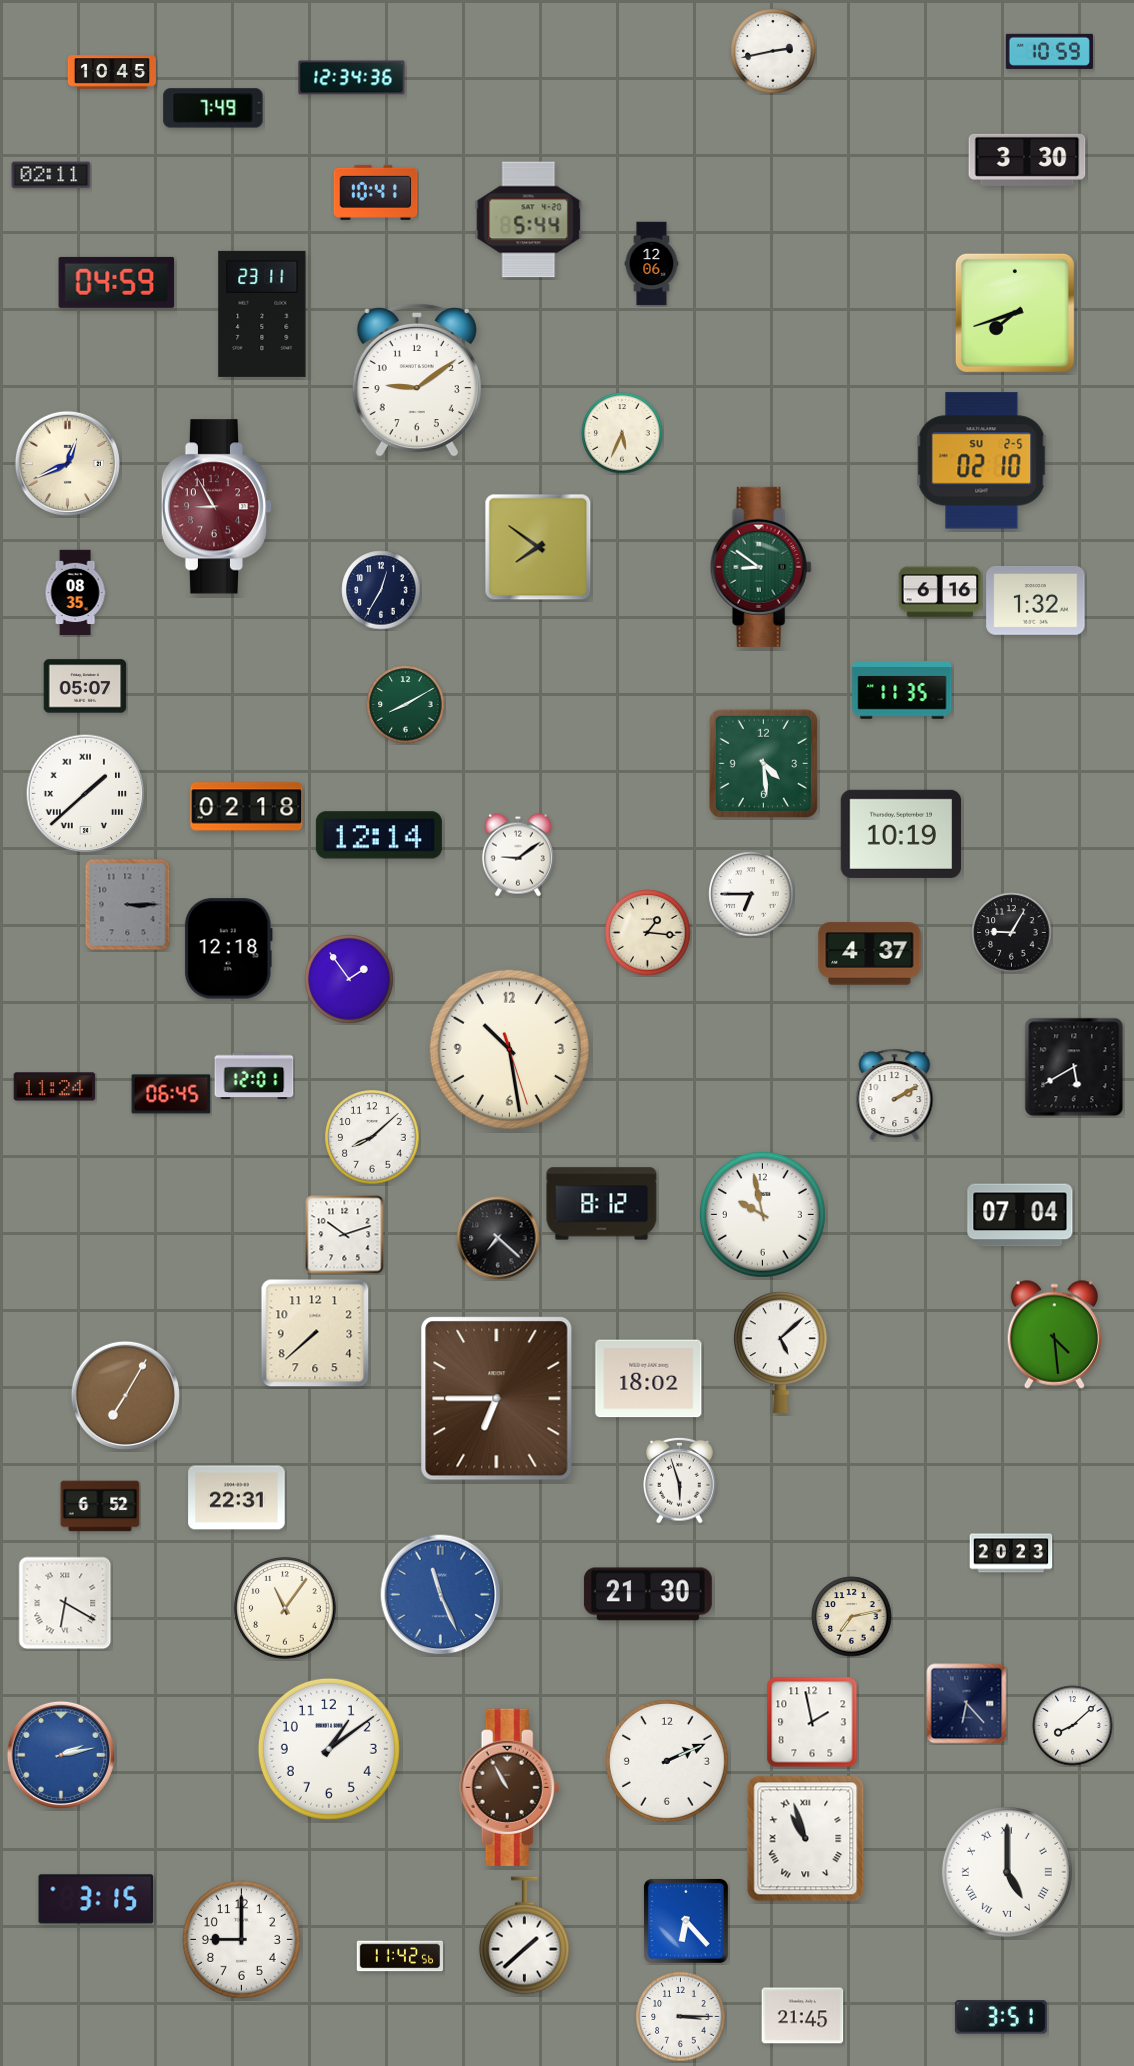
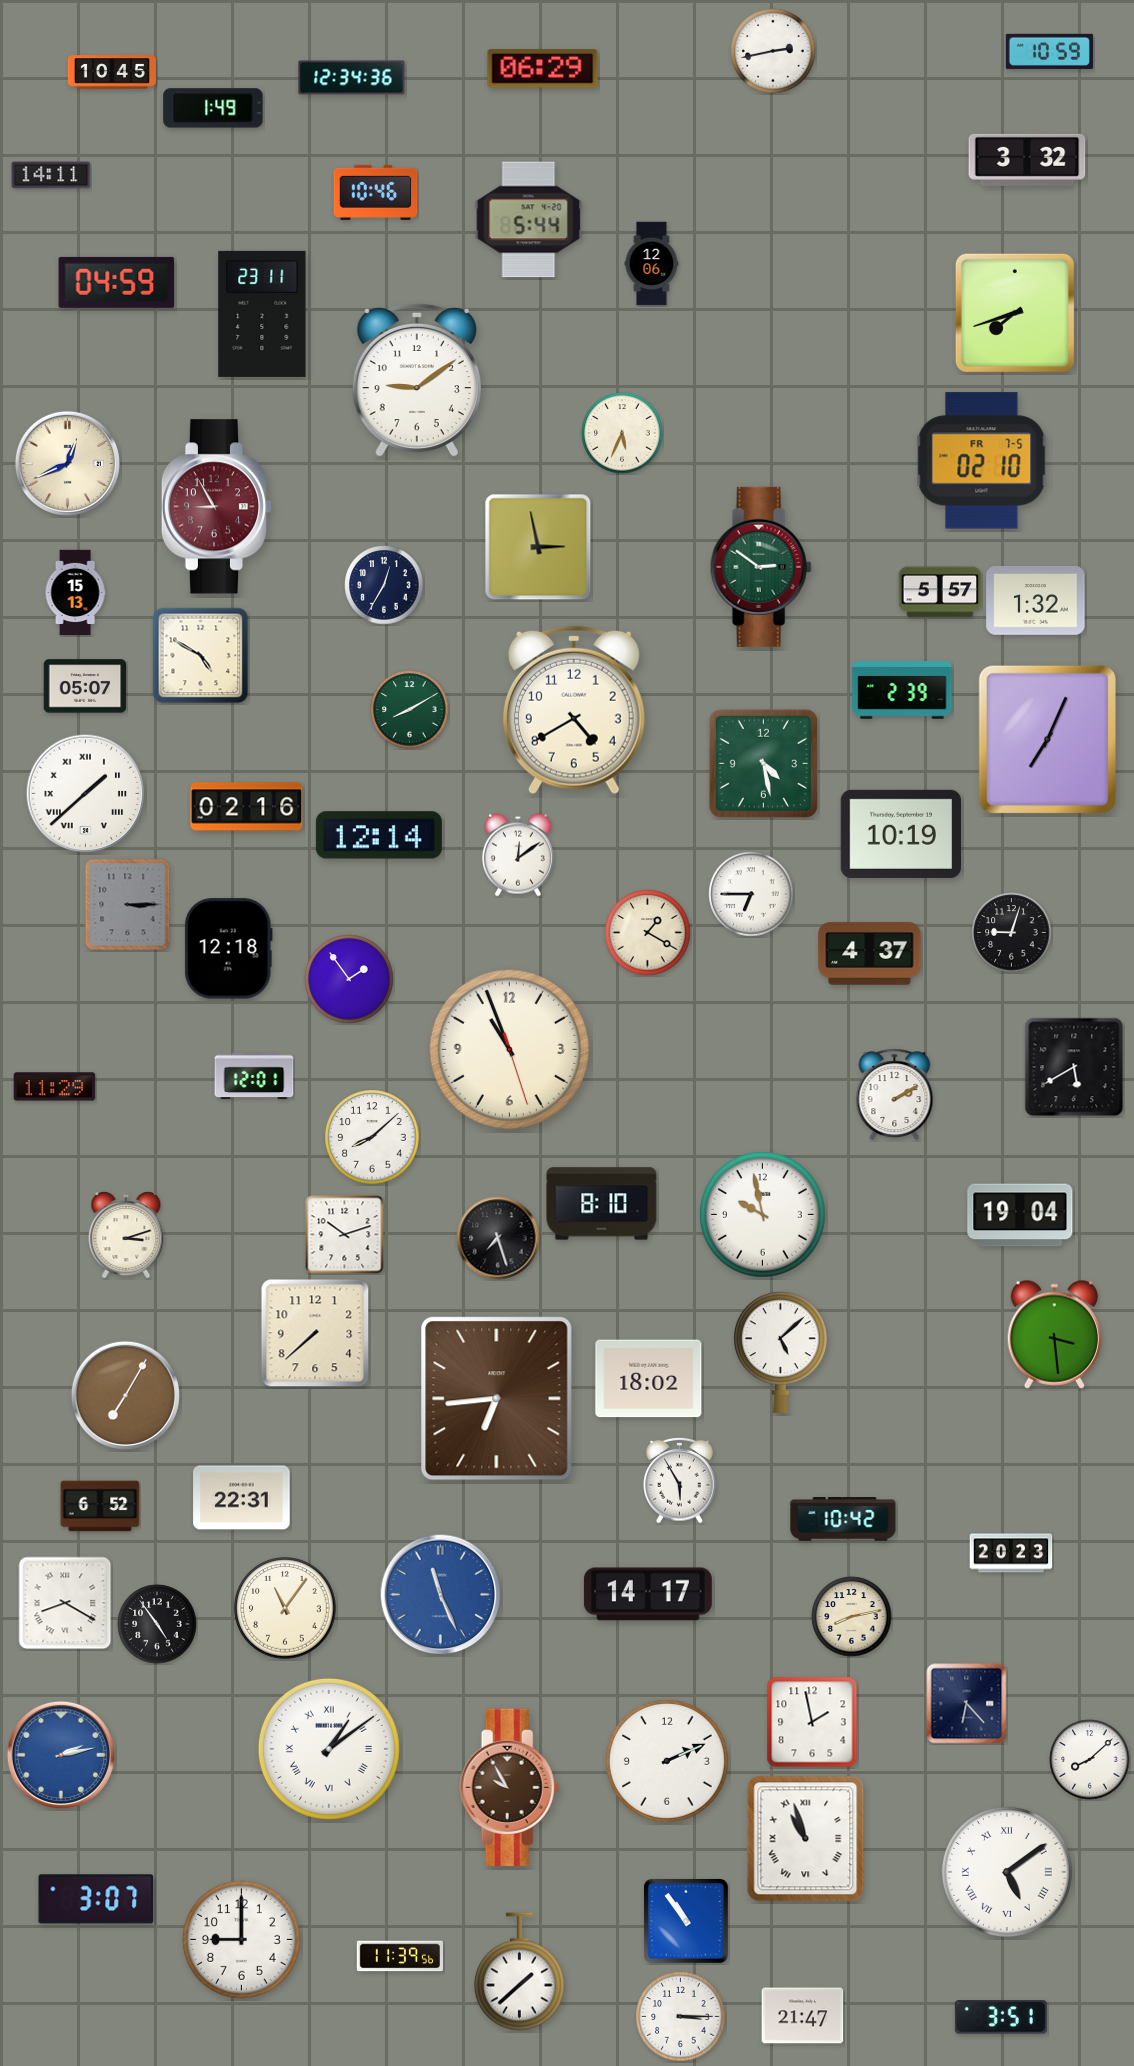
clock at (543, 69): none -> 06:29
clock at (213, 108): 7:49 -> 1:49
clock at (1027, 160): 3:30 -> 3:32
clock at (51, 175): 02:11 -> 14:11
clock at (376, 192): 10:41 -> 10:46
clock at (982, 461) date: SU 2-5 -> FR 7-5
clock at (538, 547): 7:51 -> 2:58
clock at (761, 567): 8:51 -> 2:51
clock at (381, 590) position: (381, 590) -> (384, 585)
clock at (940, 592): 6:16 -> 5:57
clock at (75, 593): 08:35 -> 15:13
clock at (201, 656): none -> 4:50
clock at (902, 690): 11:35 -> 2:39
clock at (406, 705) position: (406, 705) -> (410, 710)
clock at (574, 710): none -> 4:40
clock at (1047, 739): none -> 7:04
clock at (763, 763): 4:29 -> 4:28
clock at (247, 807): 02:18 -> 02:16
clock at (518, 855): 9:09 -> 12:09
clock at (648, 933): 1:16 -> 1:20
clock at (1012, 933): 9:05 -> 9:03
clock at (509, 1049): 10:28 -> 10:56
clock at (55, 1087): 11:24 -> 11:29
clock at (171, 1094): 06:45 -> none
clock at (602, 1204): 8:12 -> 8:10
clock at (1020, 1215): 07:04 -> 19:04
clock at (126, 1236): none -> 3:12
clock at (498, 1238): 7:22 -> 7:27
clock at (1054, 1334): 4:29 -> 3:29
clock at (497, 1399): 6:45 -> 6:44
clock at (680, 1480): 5:57 -> 5:55
clock at (237, 1498) position: (237, 1498) -> (242, 1498)
clock at (843, 1519): none -> 10:42
clock at (648, 1594): 21:30 -> 14:17
clock at (65, 1603): 6:20 -> 8:20
clock at (852, 1617): 7:13 -> 8:13
clock at (157, 1624): none -> 4:54
clock at (1073, 1726) position: (1073, 1726) -> (1090, 1760)
clock at (329, 1749) numerals: Arabic -> Roman
clock at (510, 1787): 10:55 -> 9:55
clock at (1007, 1872): 5:00 -> 5:09
clock at (96, 1899): 3:15 -> 3:07
clock at (686, 1921): 6:23 -> 10:54
clock at (524, 1936) position: (524, 1936) -> (519, 1972)
clock at (400, 1956): 11:42 -> 11:39
clock at (803, 2016): 21:45 -> 21:47
